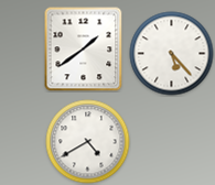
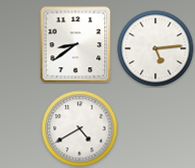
clock at (84, 50): 1:39 -> 8:39
clock at (172, 54): 5:23 -> 5:14
